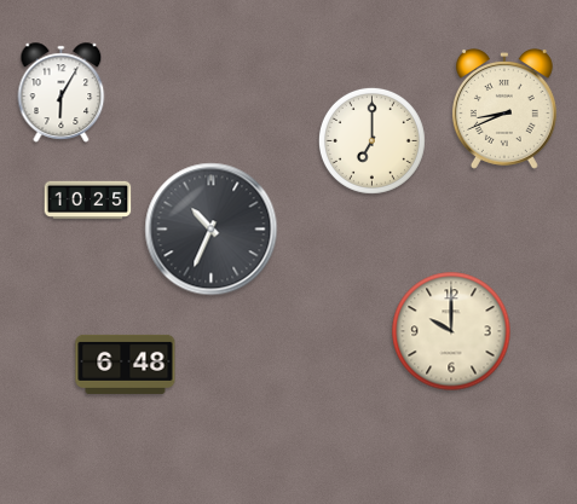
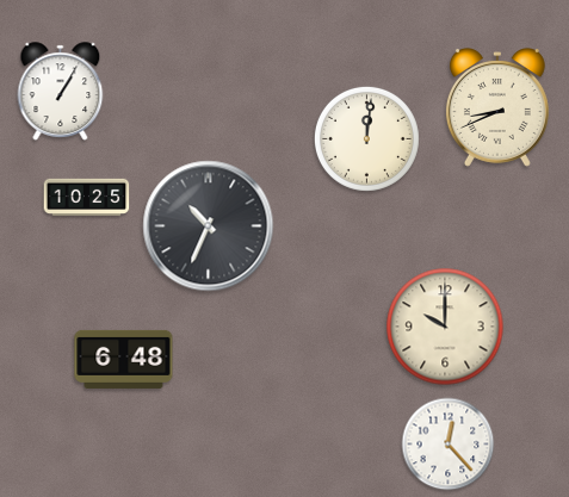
clock at (62, 93): 6:05 -> 1:05
clock at (371, 140): 7:00 -> 12:01
clock at (449, 445): none -> 12:23
